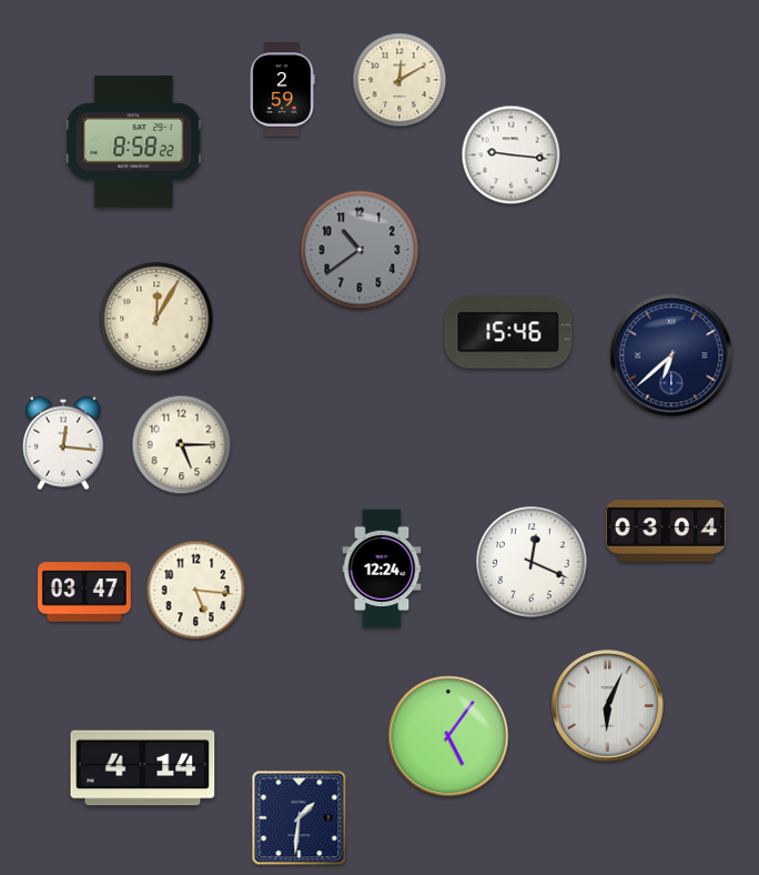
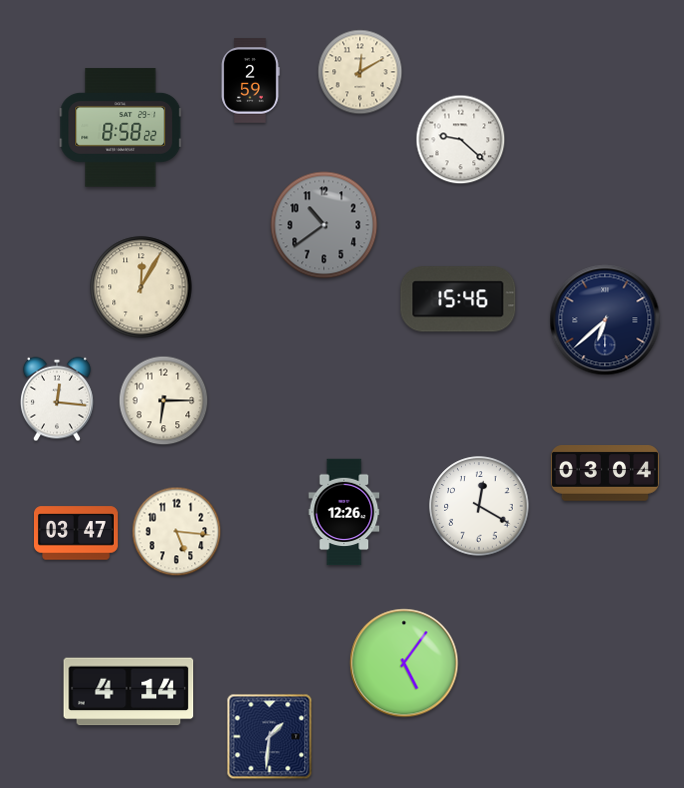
clock at (282, 90) position: (282, 90) -> (250, 81)
clock at (512, 155): 9:16 -> 9:22
clock at (182, 445): 5:15 -> 6:15
clock at (666, 531) position: (666, 531) -> (605, 473)
clock at (532, 562): 12:19 -> 12:20
clock at (382, 569): 12:24 -> 12:26
clock at (608, 706): 6:04 -> none
